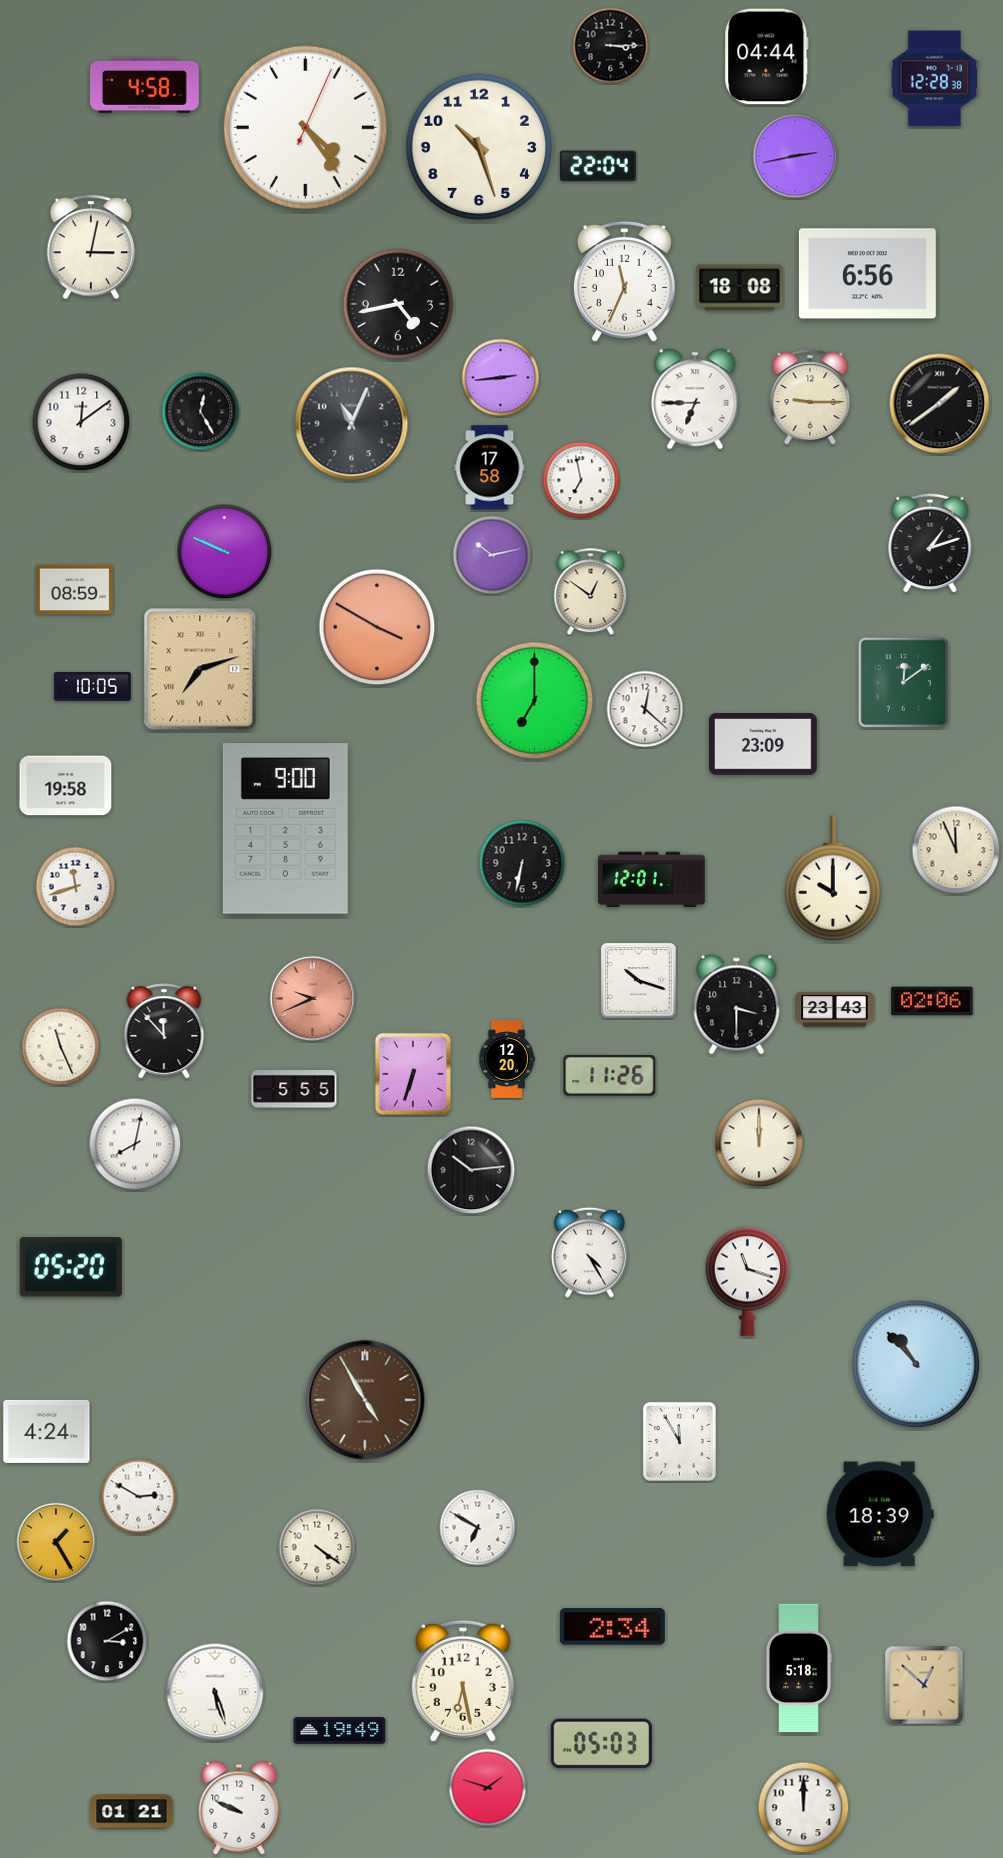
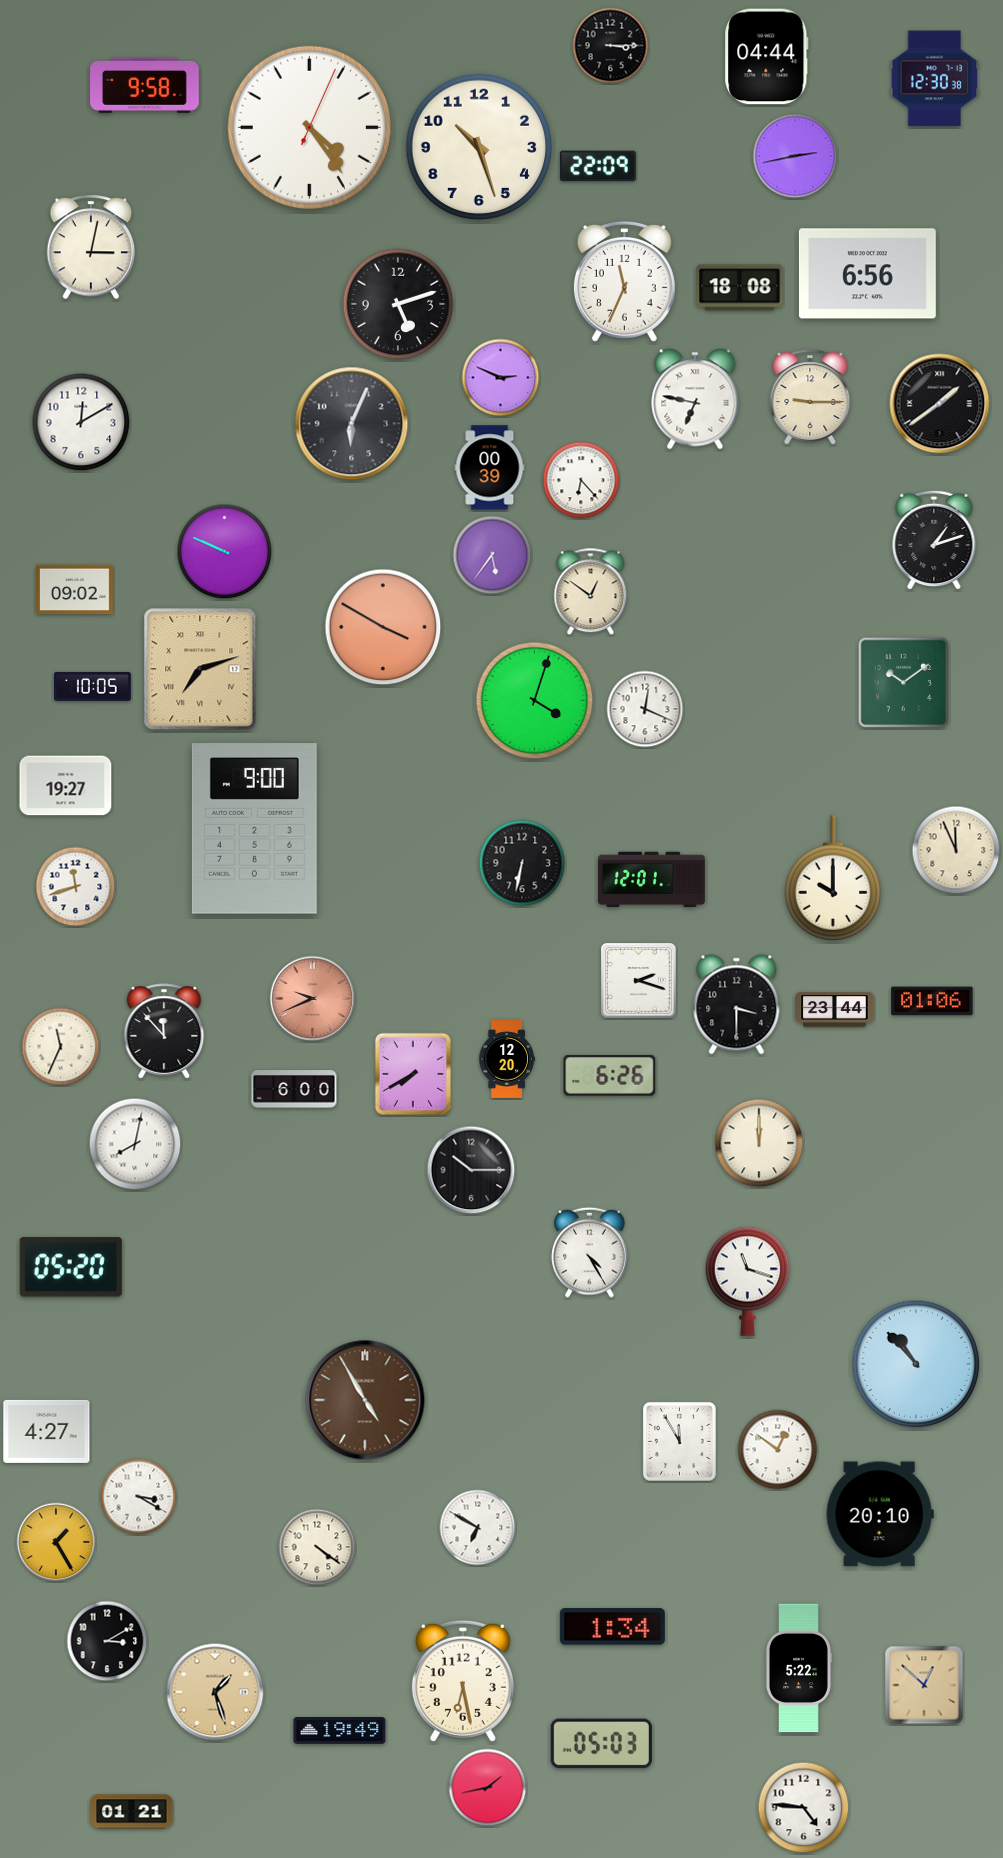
clock at (935, 79): 12:28 -> 12:30
clock at (145, 85): 4:58 -> 9:58
clock at (305, 127) position: (305, 127) -> (309, 127)
clock at (598, 166): 22:04 -> 22:09
clock at (398, 304): 4:43 -> 5:12
clock at (501, 378): 2:44 -> 2:49
clock at (695, 399): 6:45 -> 6:47
clock at (201, 412): 12:25 -> none
clock at (81, 422): 12:09 -> 12:10
clock at (352, 424): 11:04 -> 6:04
clock at (490, 468): 17:58 -> 00:39
clock at (581, 480): 6:58 -> 6:23
clock at (930, 543) position: (930, 543) -> (934, 540)
clock at (492, 555): 10:13 -> 5:36
clock at (75, 590): 08:59 -> 09:02
clock at (377, 627) position: (377, 627) -> (383, 627)
clock at (903, 682): 12:09 -> 10:09
clock at (535, 701): 7:00 -> 4:03
clock at (645, 709): 12:22 -> 12:19
clock at (764, 744): 23:09 -> none
clock at (66, 786): 19:58 -> 19:27
clock at (285, 829) position: (285, 829) -> (254, 829)
clock at (639, 981): 10:18 -> 2:18
clock at (932, 1001): 02:06 -> 01:06
clock at (835, 1010): 23:43 -> 23:44
clock at (61, 1047): 11:26 -> 11:34
clock at (413, 1074): 6:33 -> 7:40
clock at (610, 1076): 11:26 -> 6:26
clock at (294, 1089): 5:55 -> 6:00
clock at (471, 1170): 10:14 -> 10:15
clock at (47, 1431): 4:24 -> 4:27
clock at (778, 1450): none -> 12:51
clock at (139, 1497): 2:50 -> 3:20
clock at (880, 1514): 18:39 -> 20:10
clock at (612, 1627): 2:34 -> 1:34
clock at (799, 1668): 5:18 -> 5:22
clock at (215, 1692): 5:27 -> 1:27
clock at (215, 1692) dial: white -> champagne
clock at (488, 1788): 1:48 -> 1:43
clock at (239, 1808): 9:49 -> none
clock at (804, 1808): 12:00 -> 4:46
